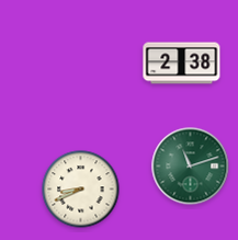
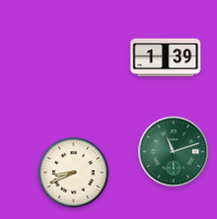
clock at (182, 64): 2:38 -> 1:39
